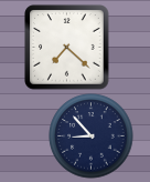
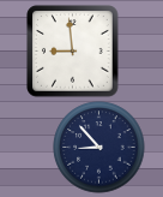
clock at (67, 48): 7:22 -> 8:59
